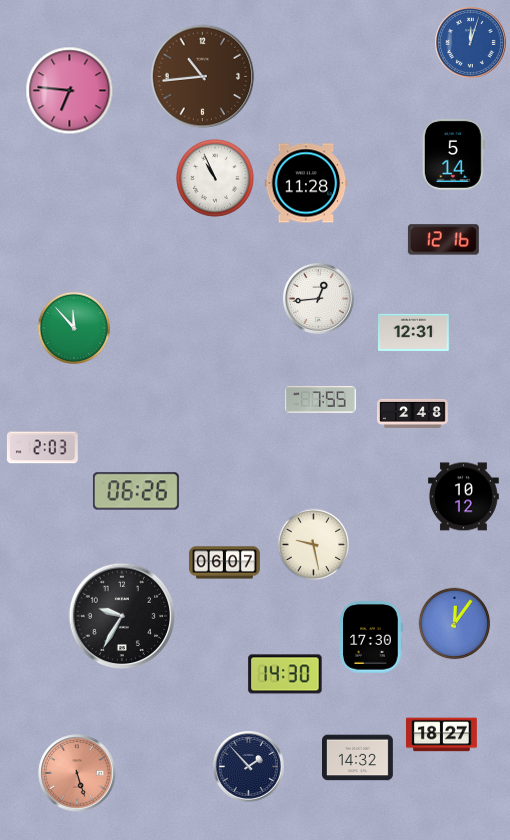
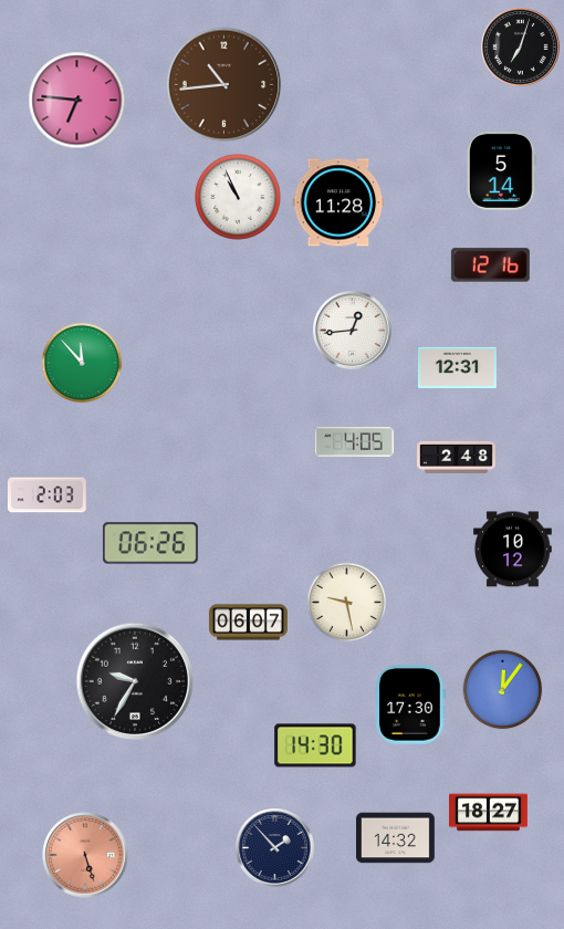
clock at (471, 43): 12:03 -> 7:03
clock at (471, 43) dial: blue -> black
clock at (320, 400): 7:55 -> 4:05
